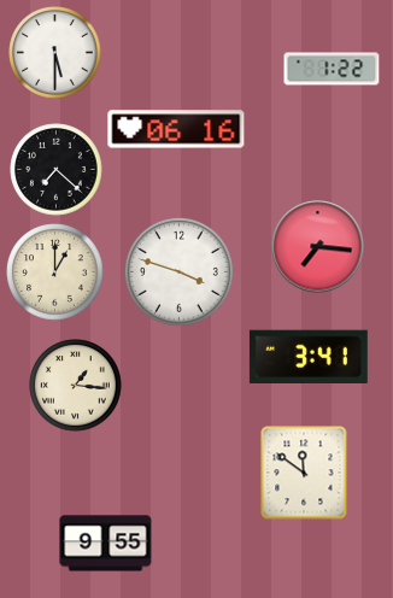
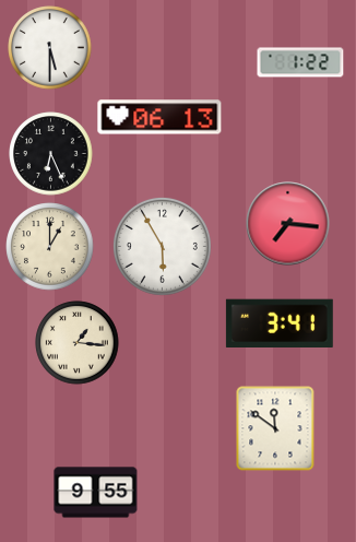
clock at (176, 129): 06:16 -> 06:13
clock at (57, 170): 7:22 -> 6:26
clock at (178, 271): 3:48 -> 5:55
clock at (76, 386) position: (76, 386) -> (78, 343)
